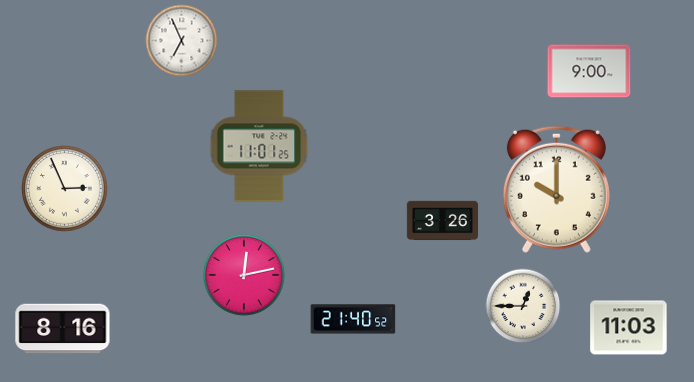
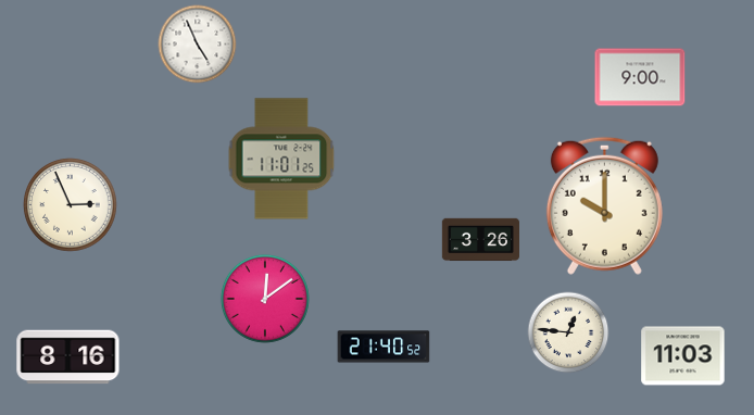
clock at (182, 41): 6:56 -> 4:56
clock at (244, 275): 12:13 -> 12:09
clock at (523, 306): 12:45 -> 12:46
